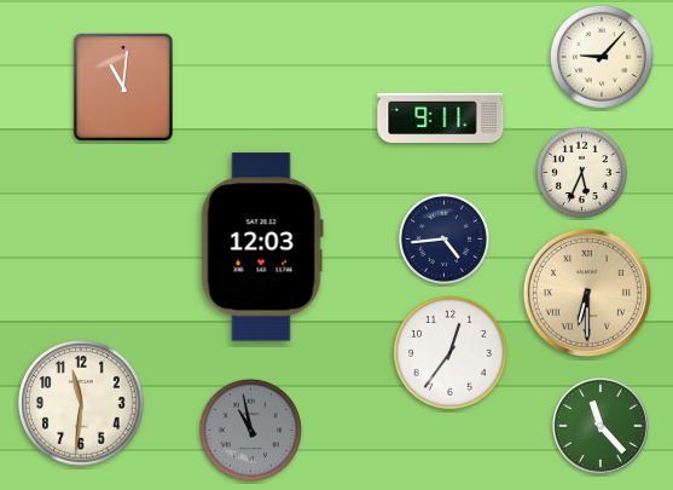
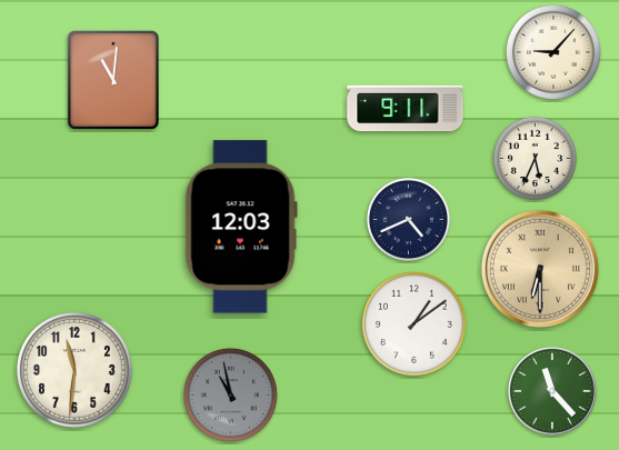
clock at (443, 238): 4:44 -> 4:41
clock at (449, 352): 12:36 -> 1:09
